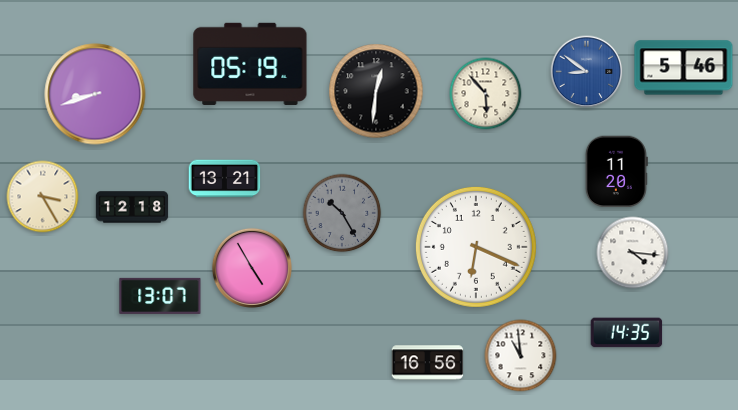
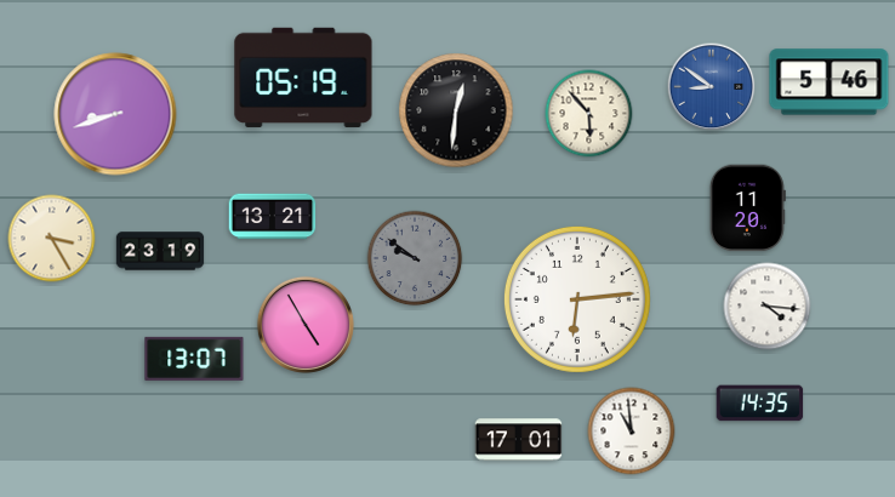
clock at (132, 207): 12:18 -> 23:19
clock at (342, 213): 10:25 -> 9:51
clock at (476, 247): 6:19 -> 6:14
clock at (428, 363): 16:56 -> 17:01
